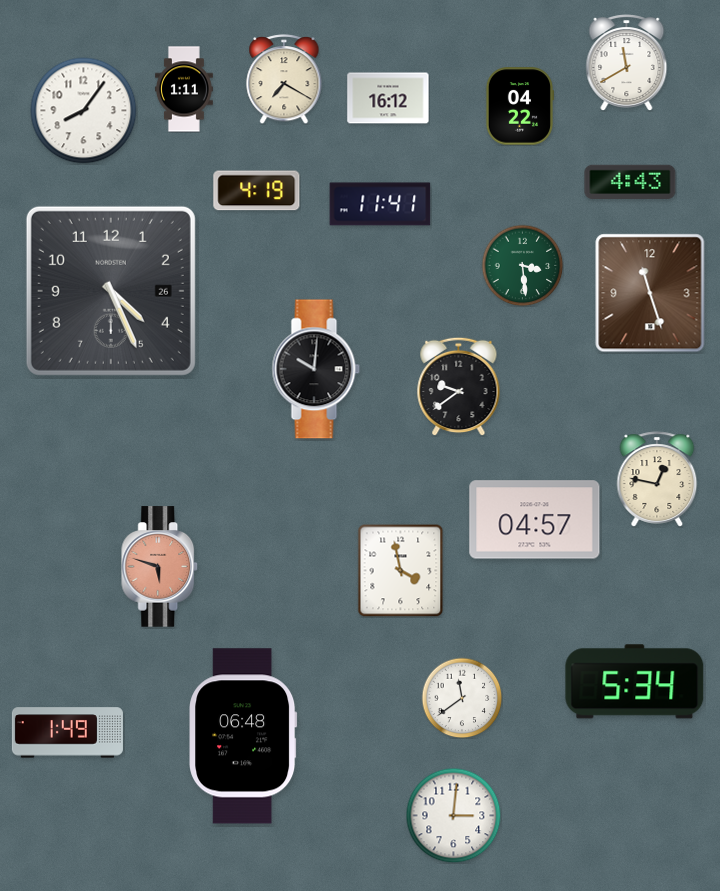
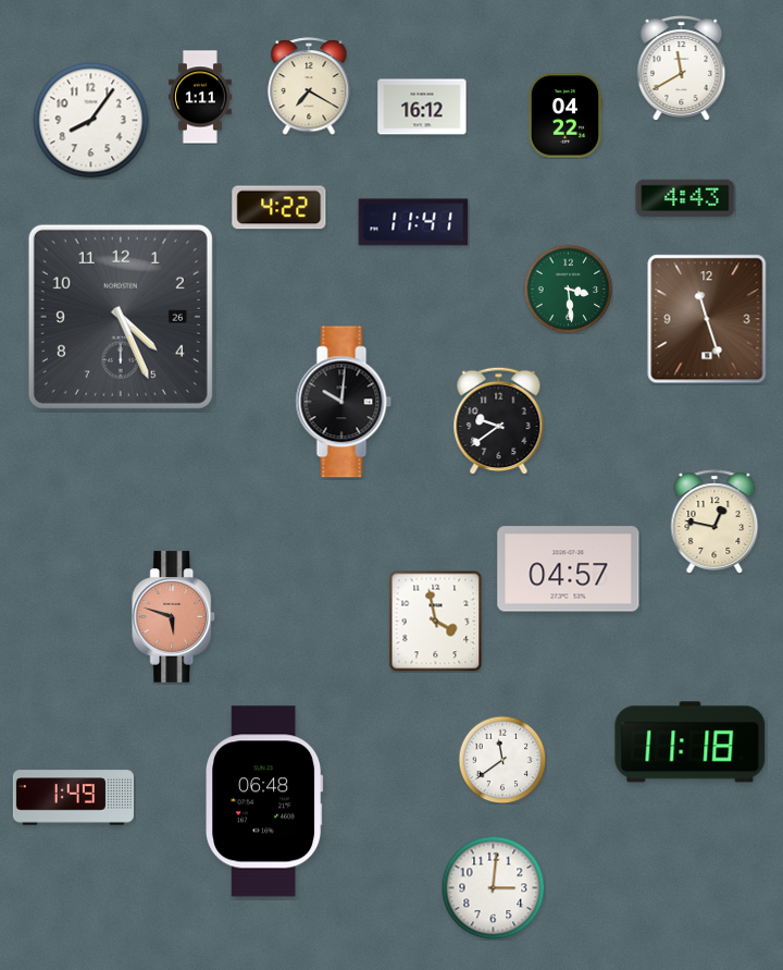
clock at (257, 191): 4:19 -> 4:22
clock at (535, 520) position: (535, 520) -> (569, 569)
clock at (635, 682): 5:34 -> 11:18
